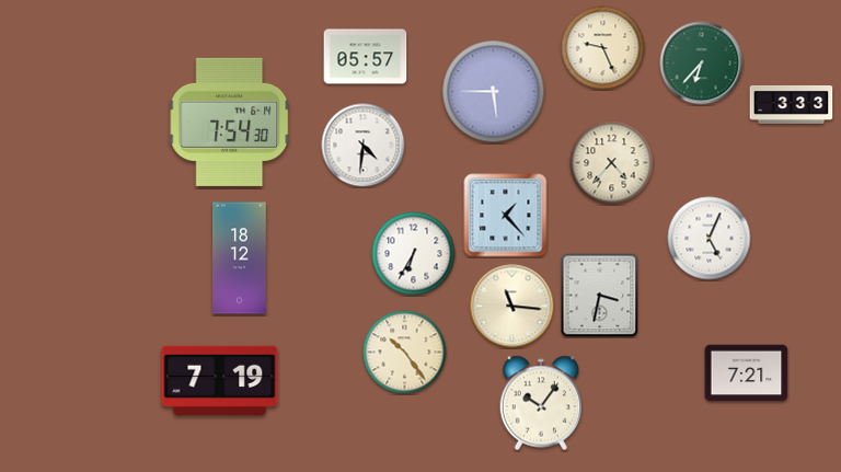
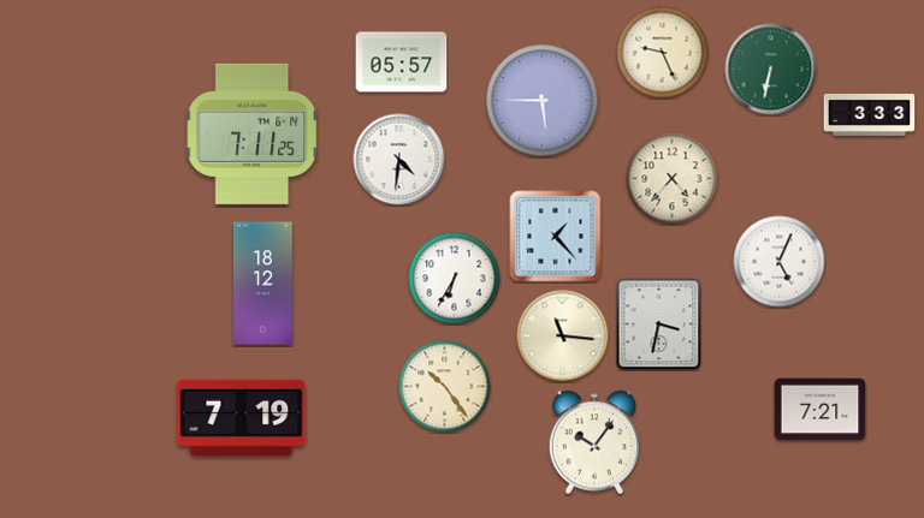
clock at (702, 64): 6:37 -> 6:32
clock at (230, 122): 7:54 -> 7:11
